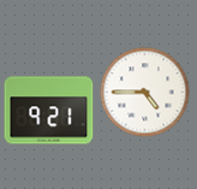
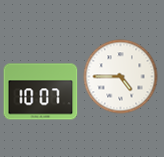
clock at (49, 111): 9:21 -> 10:07
